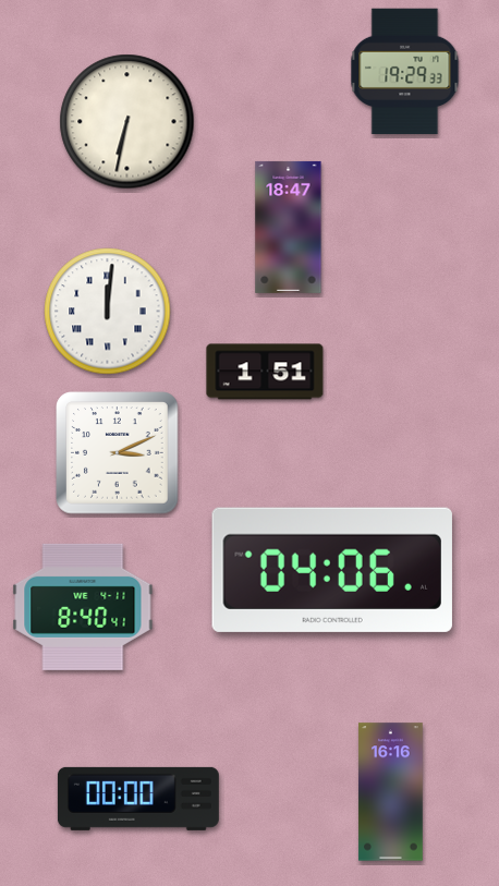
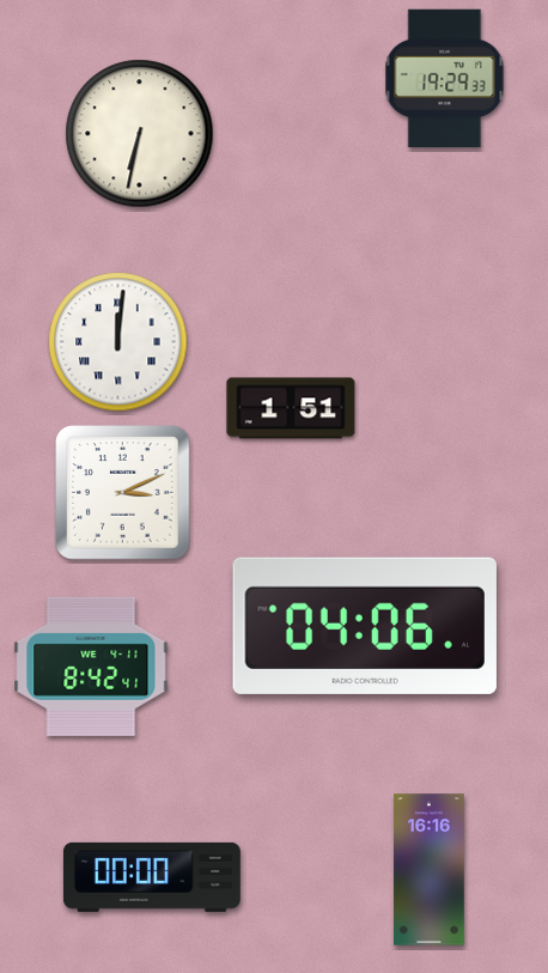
clock at (289, 227): 18:47 -> none
clock at (118, 453) position: (118, 453) -> (123, 493)
clock at (83, 607): 8:40 -> 8:42
